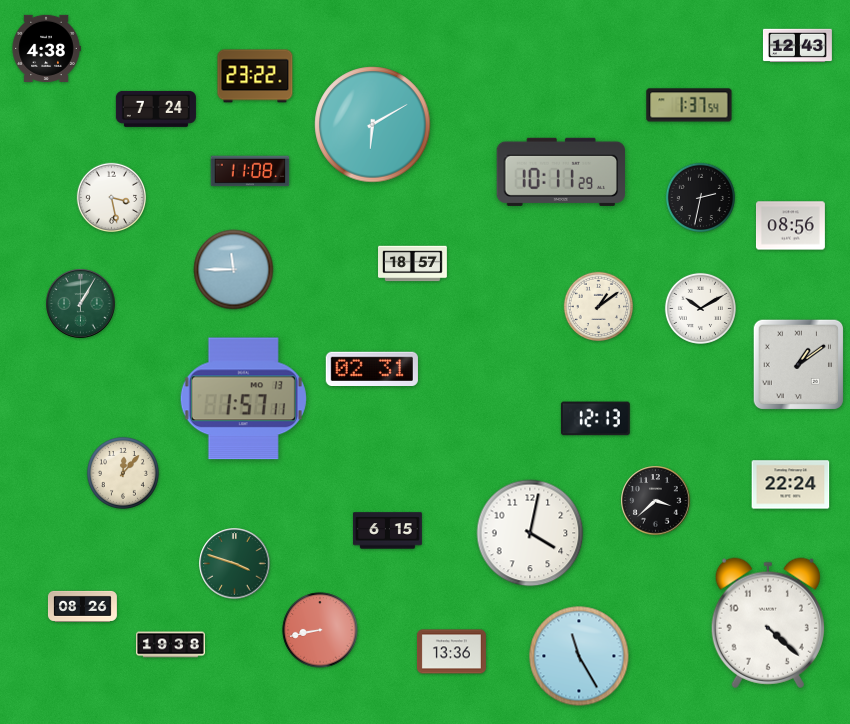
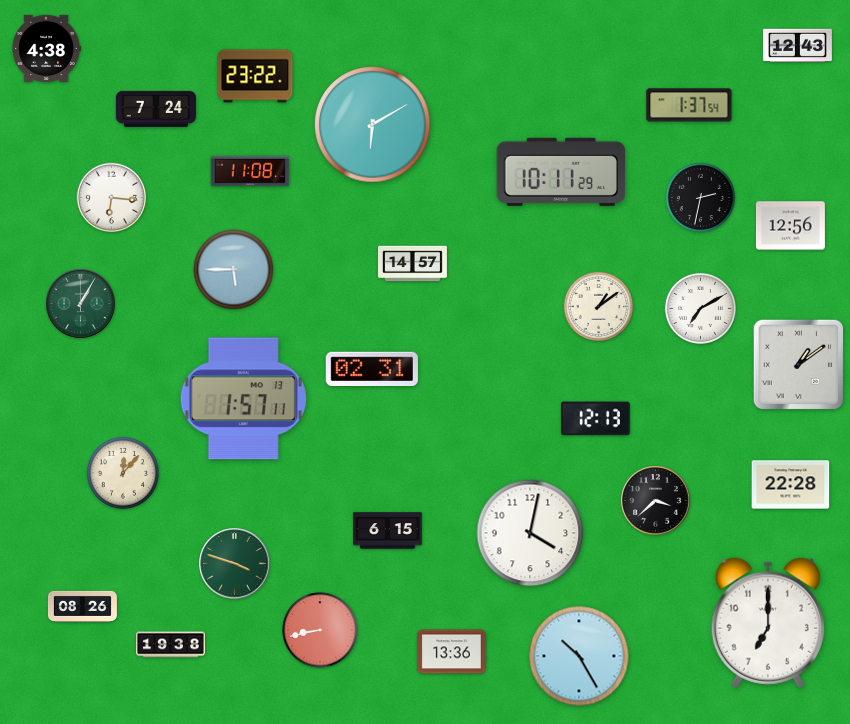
clock at (112, 198): 3:28 -> 6:16
clock at (790, 226): 08:56 -> 12:56
clock at (413, 264): 18:57 -> 14:57
clock at (234, 270): 11:45 -> 5:45
clock at (700, 308): 10:10 -> 7:10
clock at (791, 485): 22:24 -> 22:28
clock at (768, 623): 4:22 -> 7:00
clock at (579, 656): 11:25 -> 10:25
